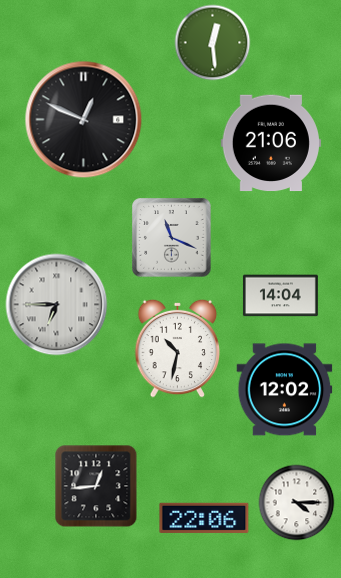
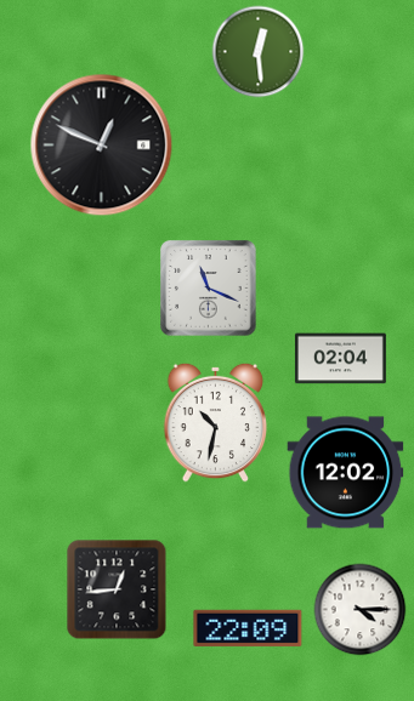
clock at (271, 143): 21:06 -> none
clock at (280, 296): 14:04 -> 02:04
clock at (57, 305): 6:45 -> none
clock at (204, 518): 22:06 -> 22:09
